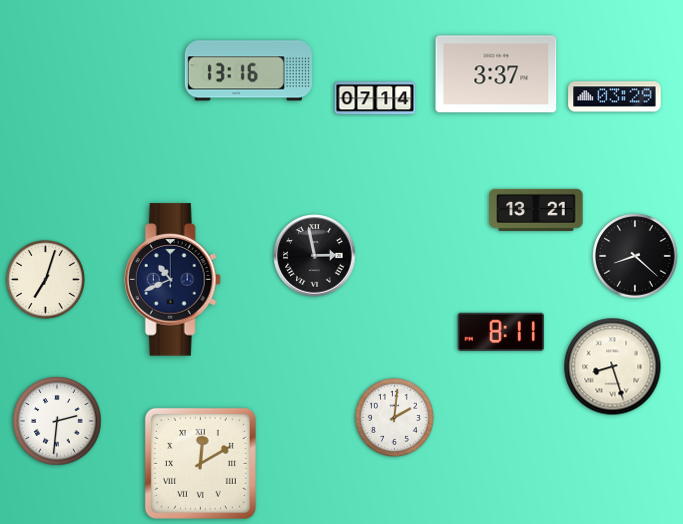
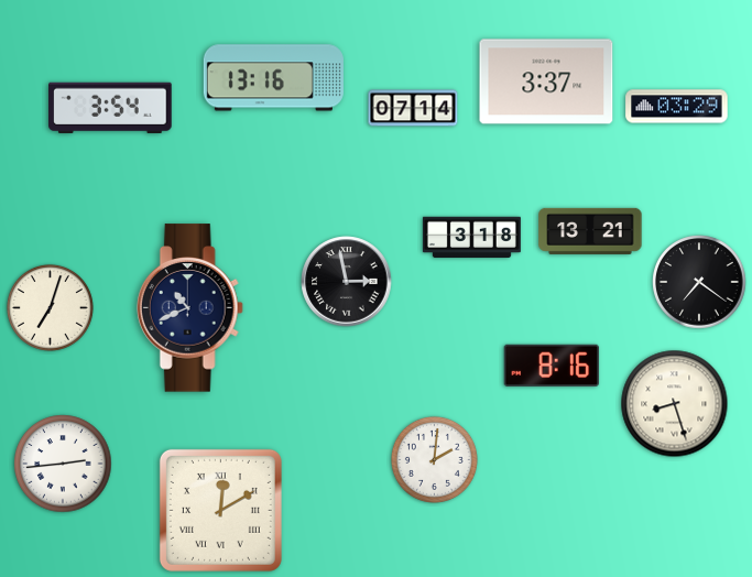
clock at (110, 107): none -> 3:54
clock at (471, 238): none -> 3:18
clock at (635, 256): 8:22 -> 7:21
clock at (501, 332): 8:11 -> 8:16
clock at (57, 421): 2:31 -> 2:44
